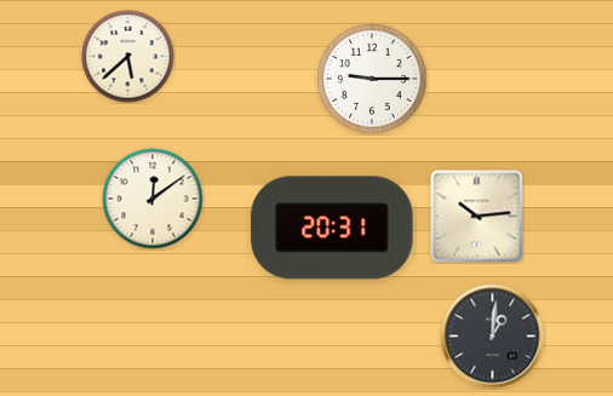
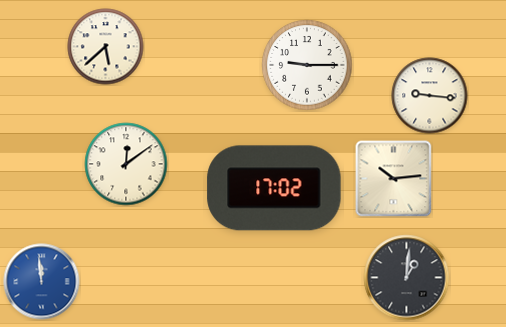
clock at (430, 96): none -> 9:16
clock at (332, 228): 20:31 -> 17:02
clock at (42, 282): none -> 11:59
